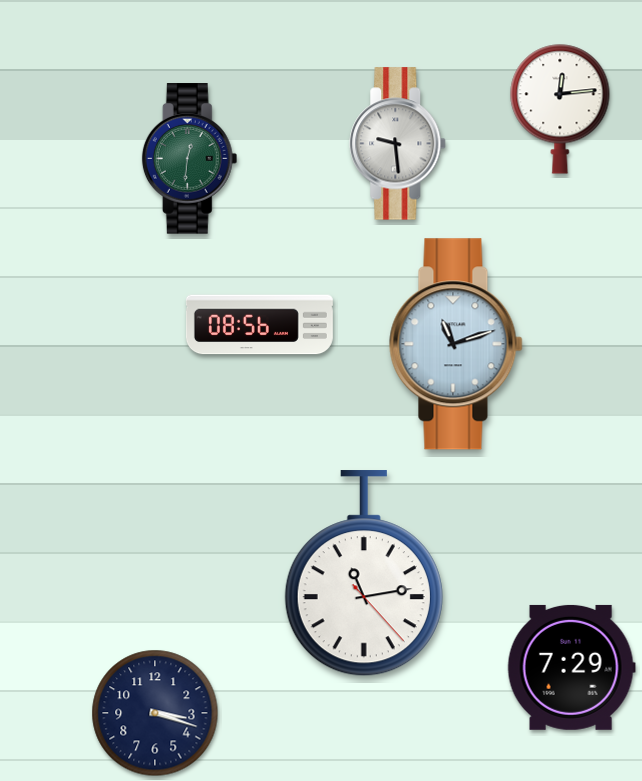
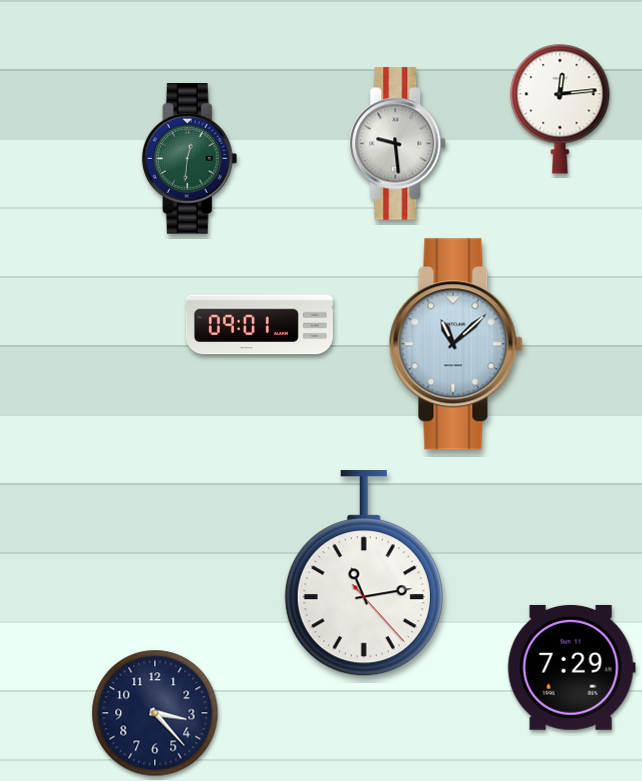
clock at (259, 325): 08:56 -> 09:01
clock at (456, 344): 11:12 -> 11:08
clock at (155, 713): 3:18 -> 3:23
